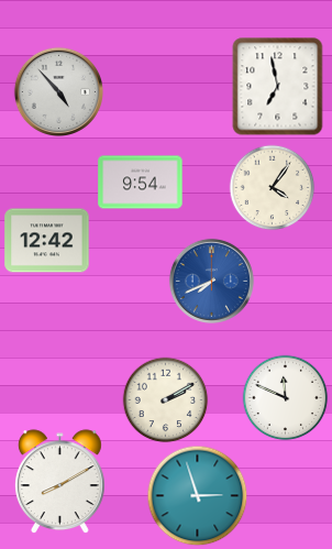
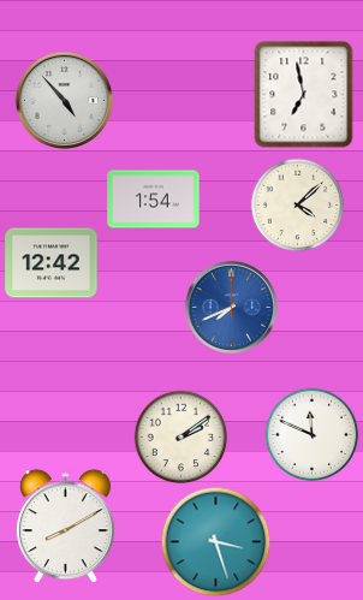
clock at (141, 183): 9:54 -> 1:54
clock at (272, 187): 4:06 -> 4:08
clock at (165, 399): 2:10 -> 2:09
clock at (197, 495): 2:57 -> 3:27
